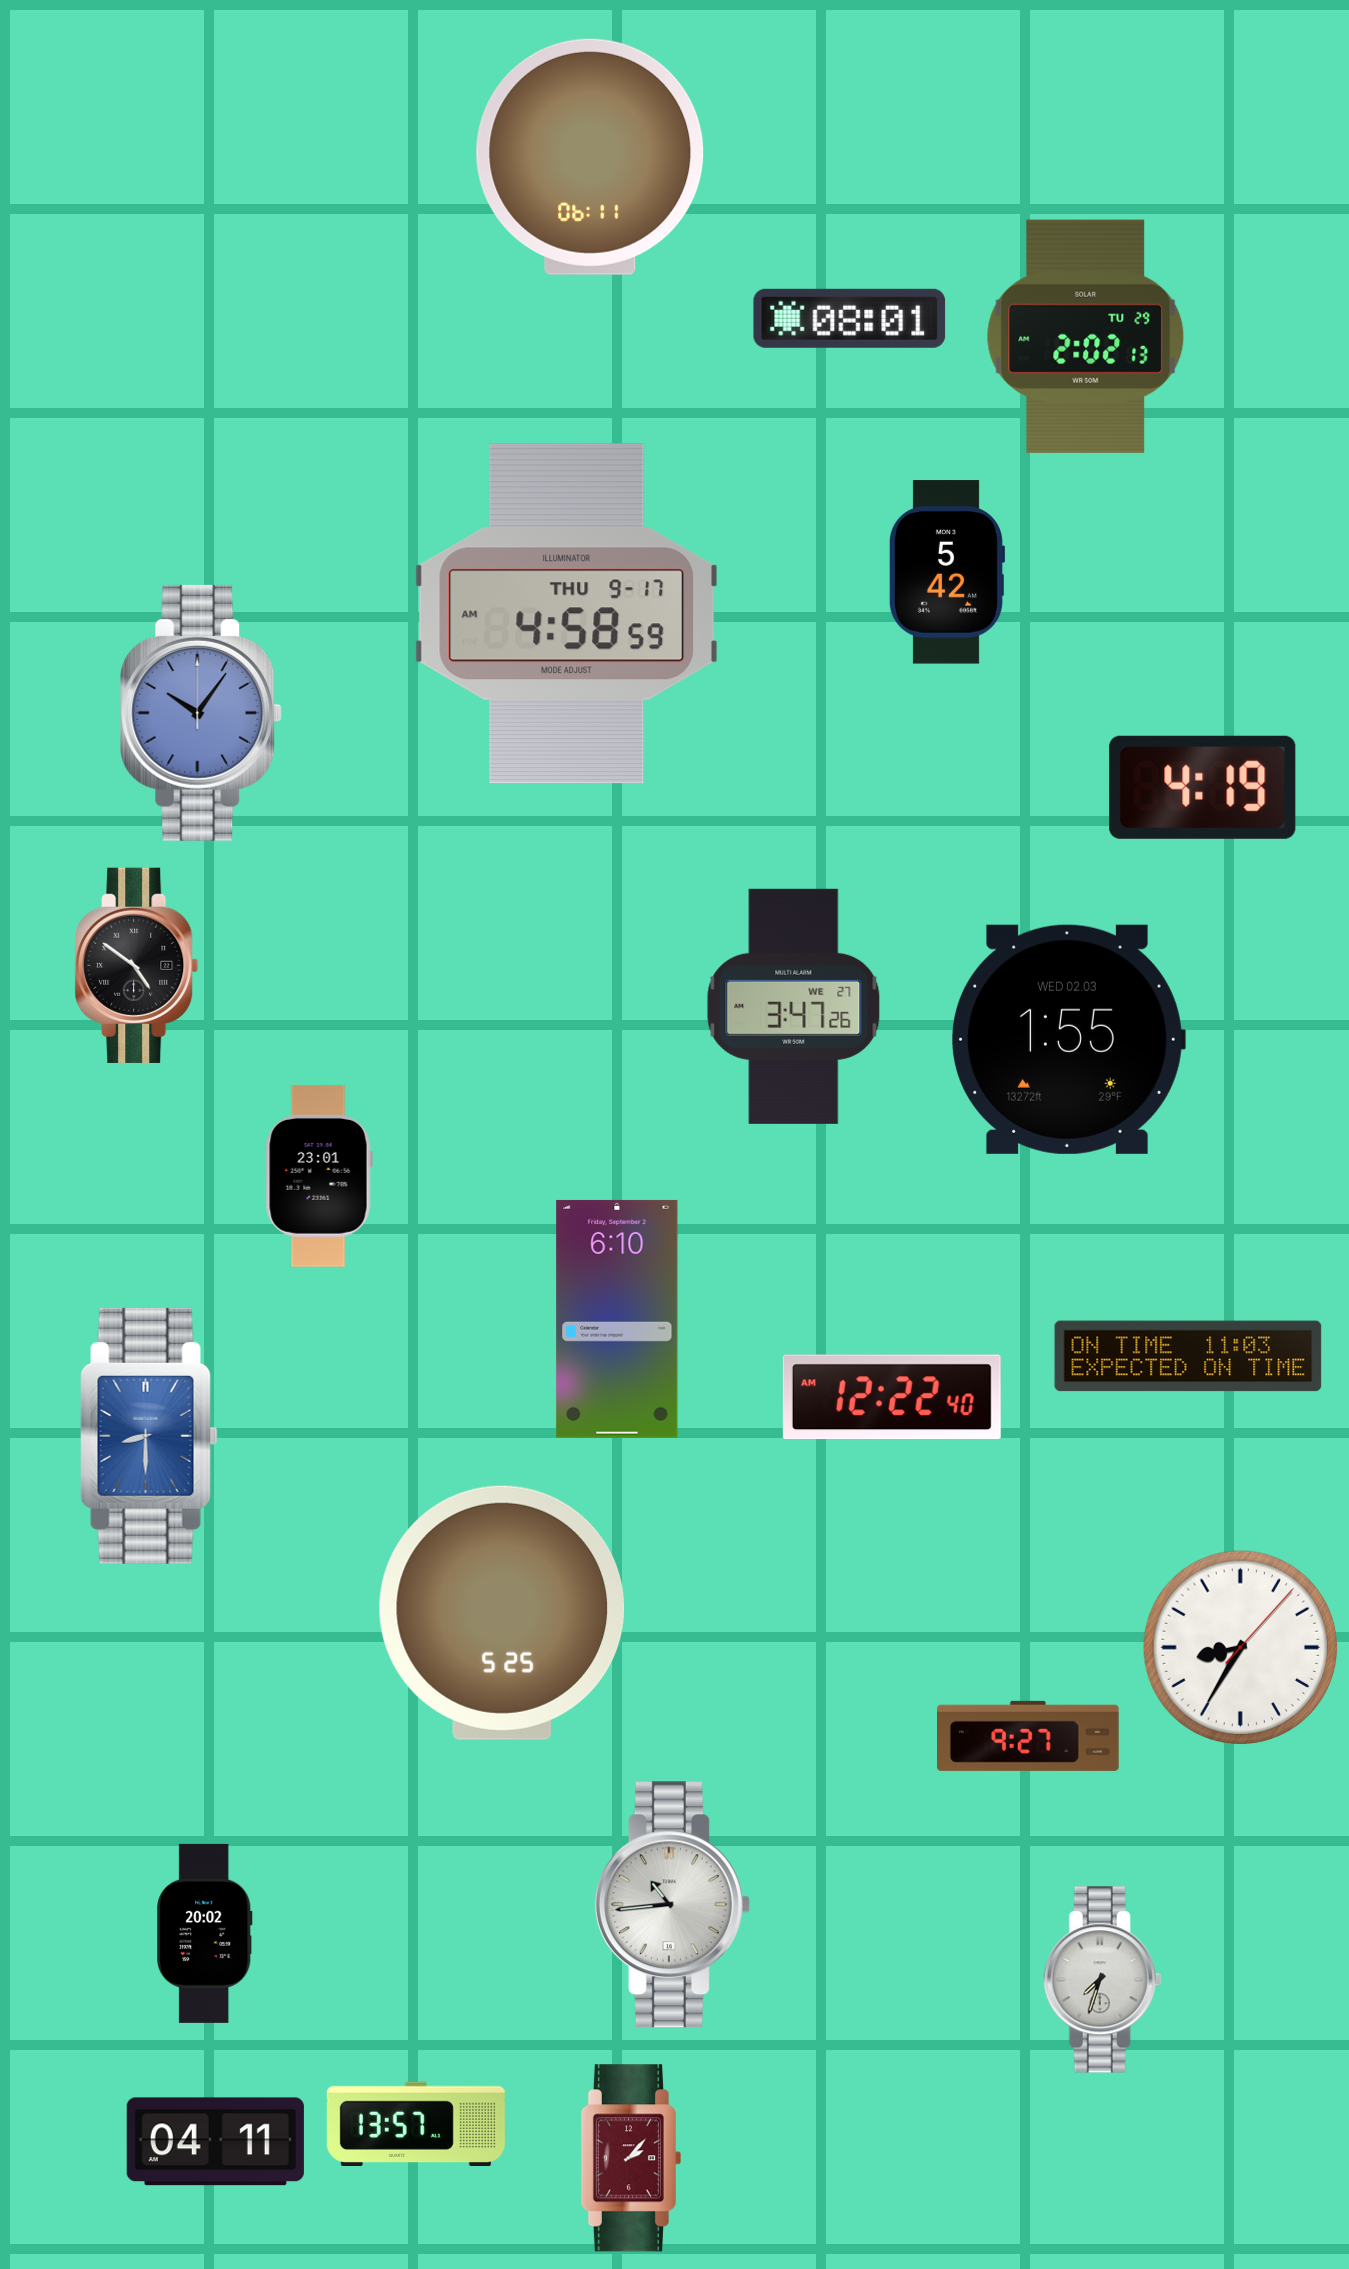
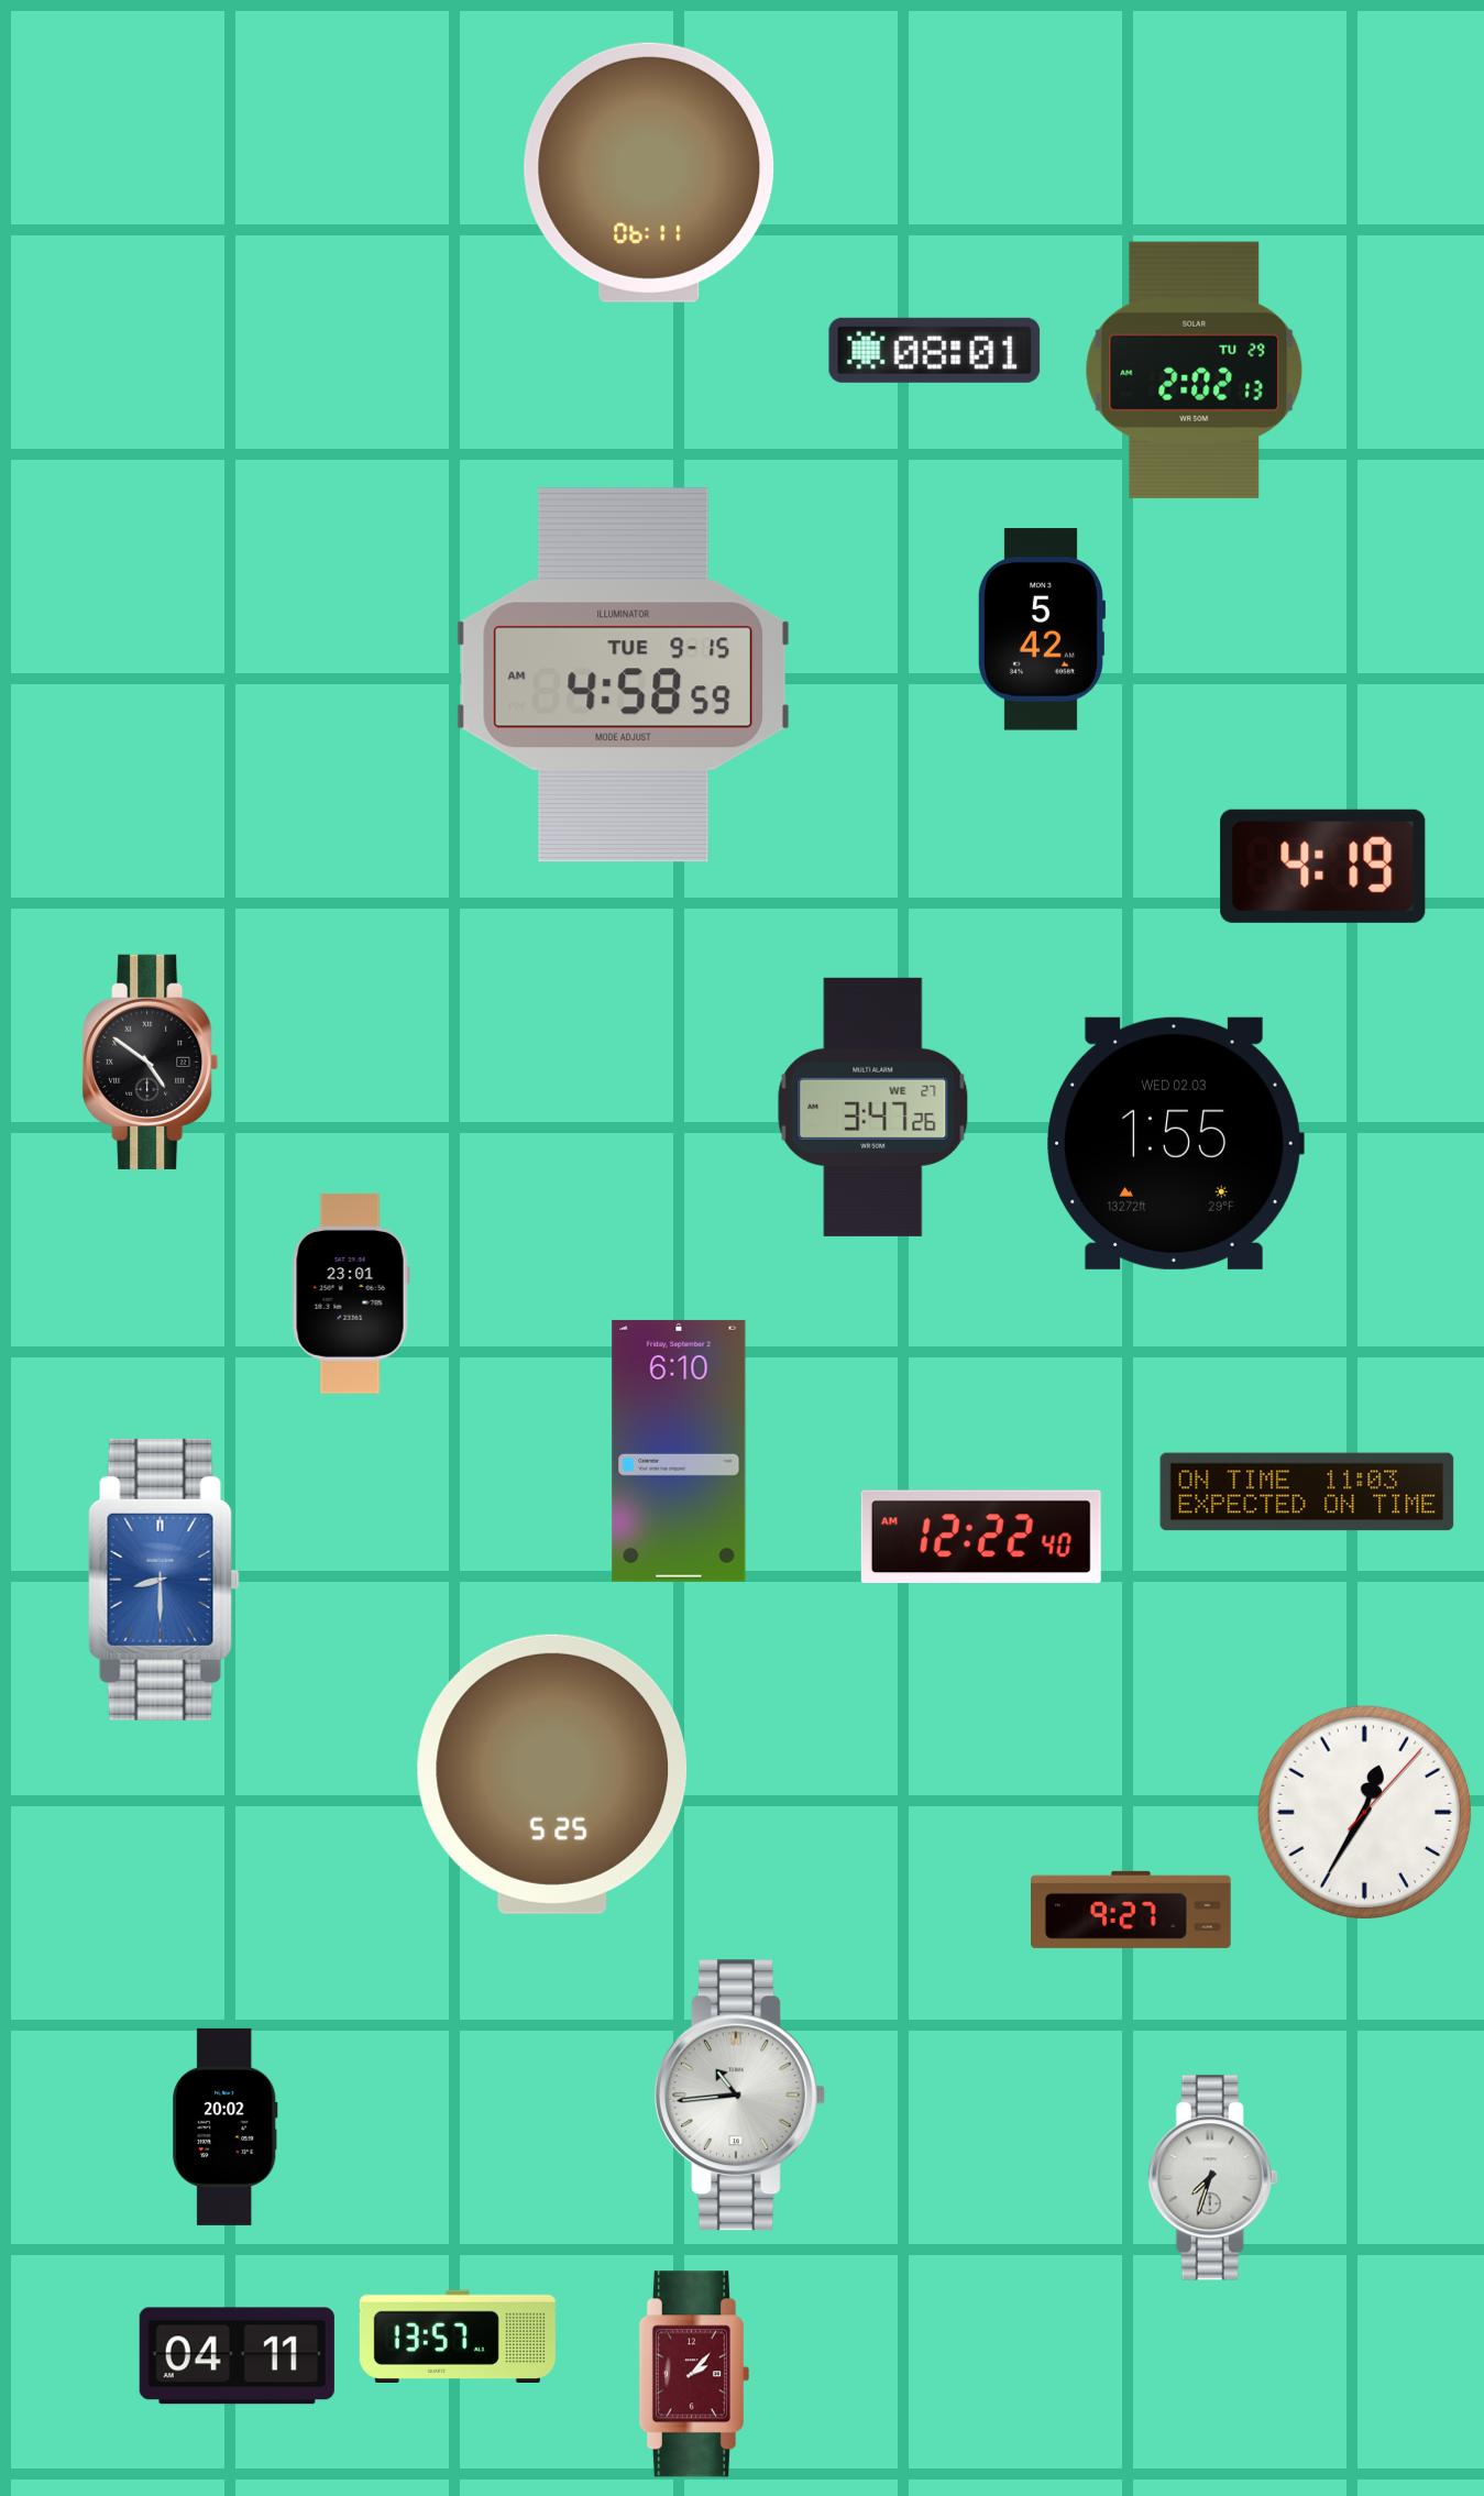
clock at (567, 614) date: THU 9-17 -> TUE 9-15
clock at (201, 713): 10:06 -> none
clock at (1241, 1648): 8:35 -> 12:35
